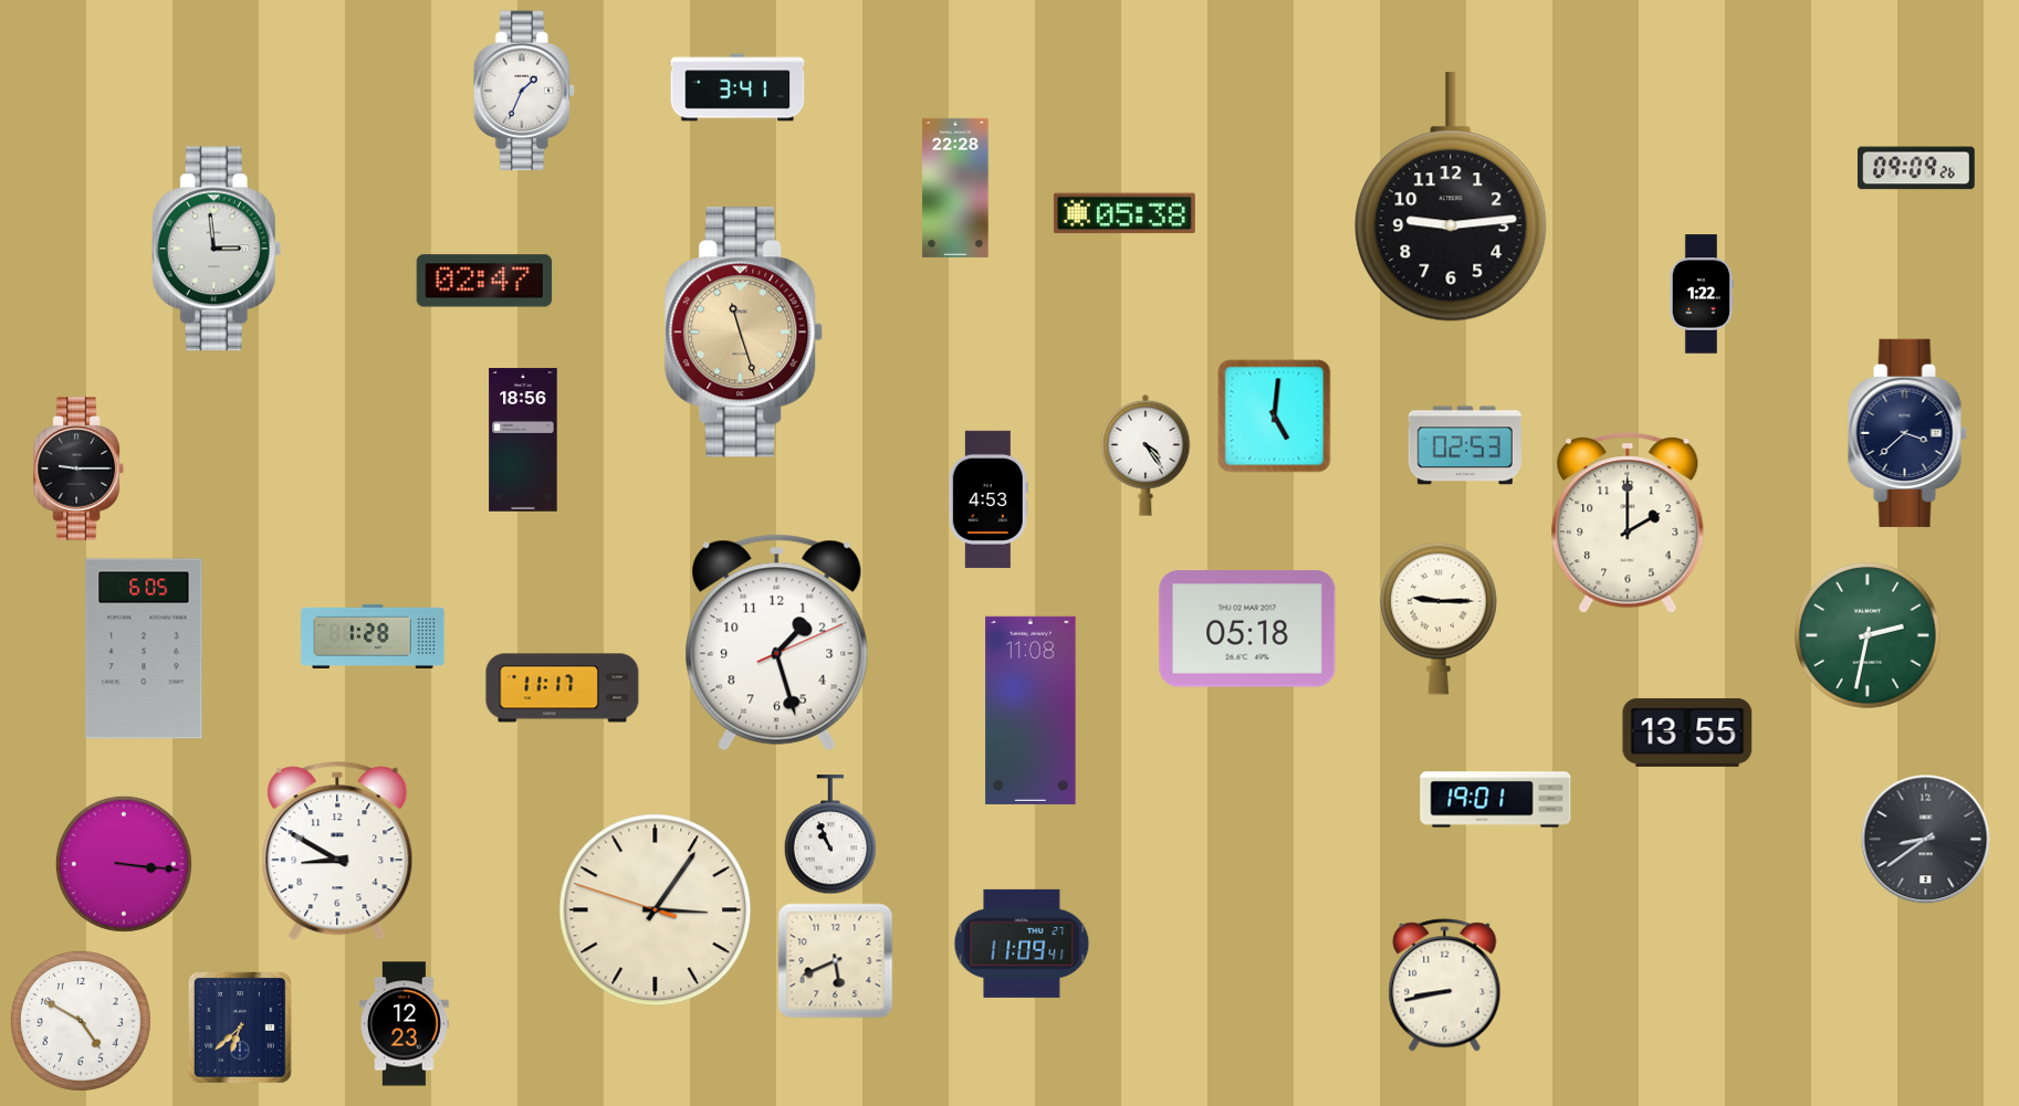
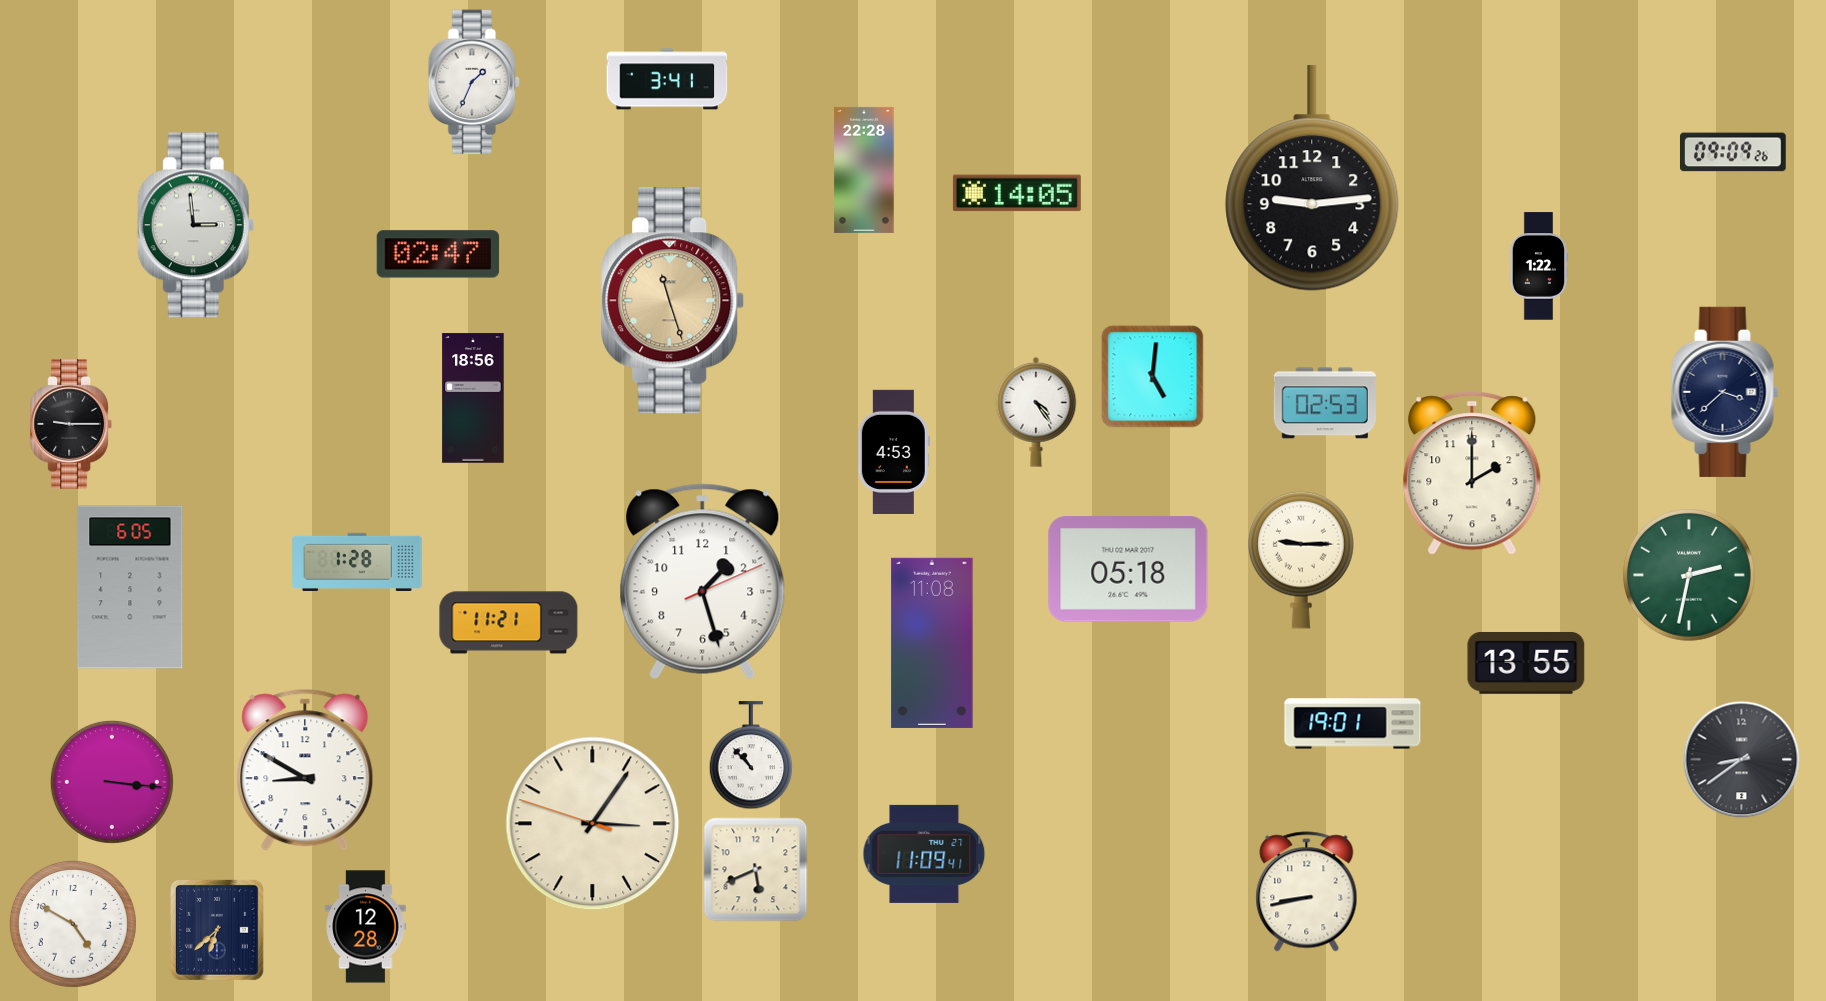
clock at (1124, 213): 05:38 -> 14:05
clock at (373, 636) position: (373, 636) -> (357, 562)
clock at (563, 688): 11:17 -> 11:21
clock at (829, 835): 10:56 -> 10:53
clock at (405, 1024): 12:23 -> 12:28
